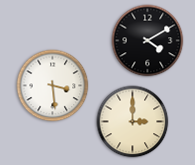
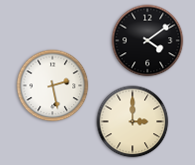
clock at (148, 41): 4:10 -> 4:09
clock at (53, 86): 3:29 -> 2:28
